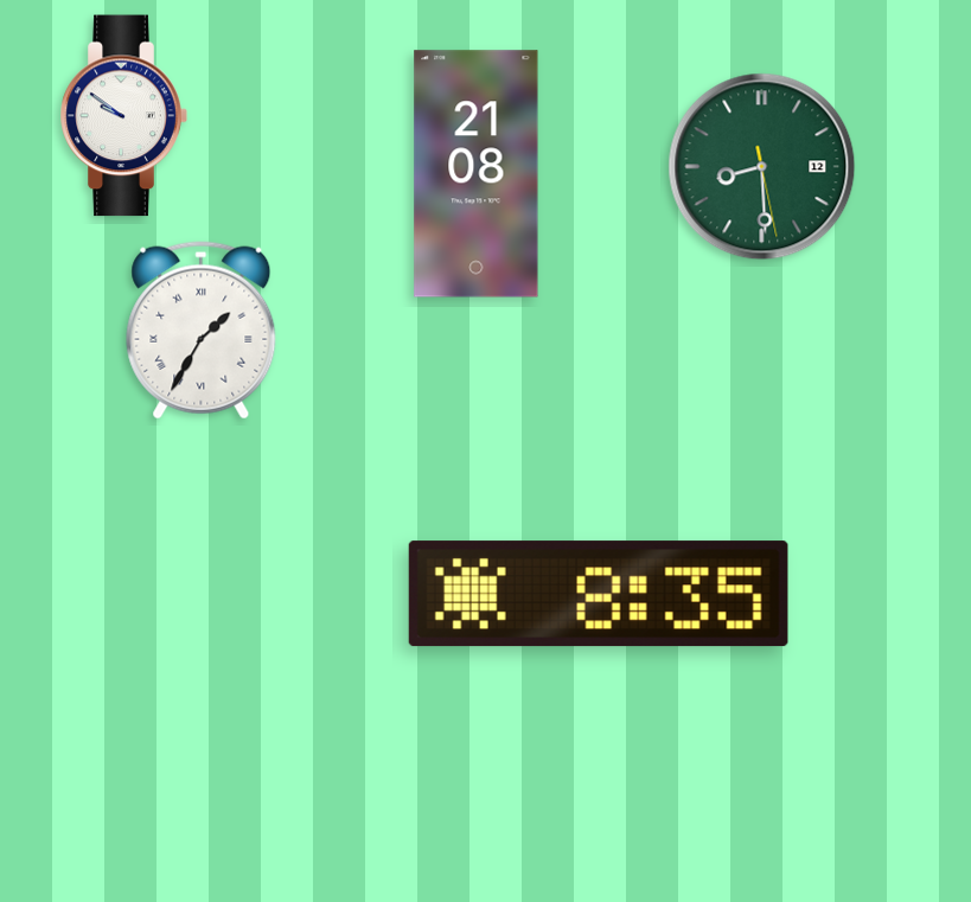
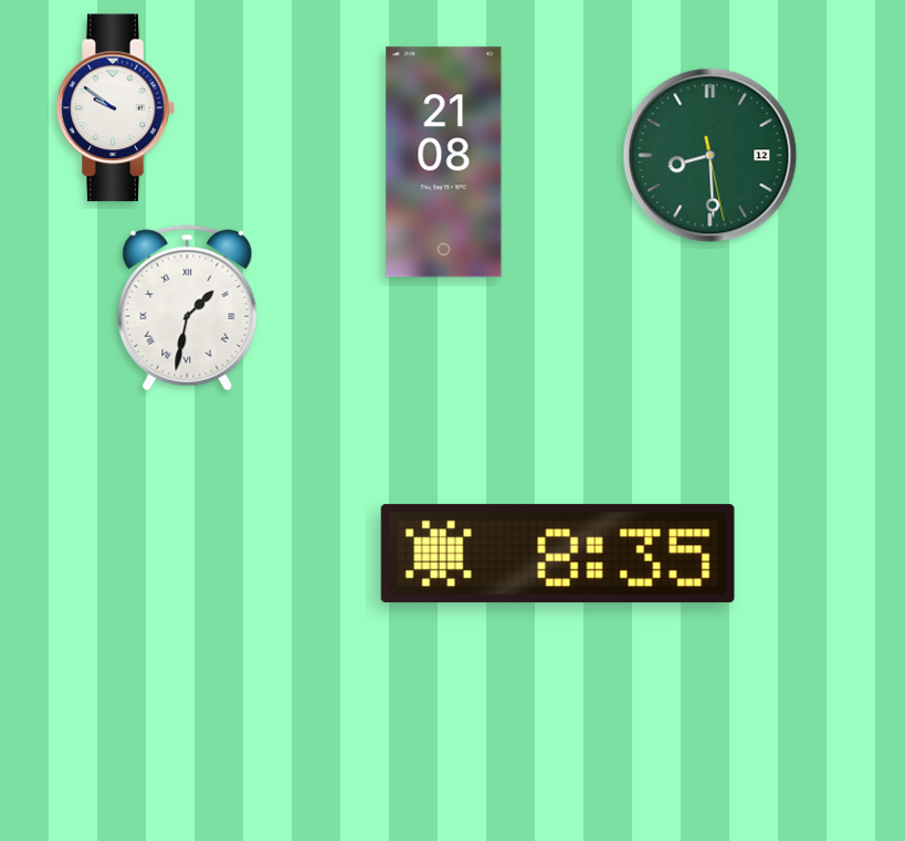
clock at (202, 331): 1:35 -> 1:32
